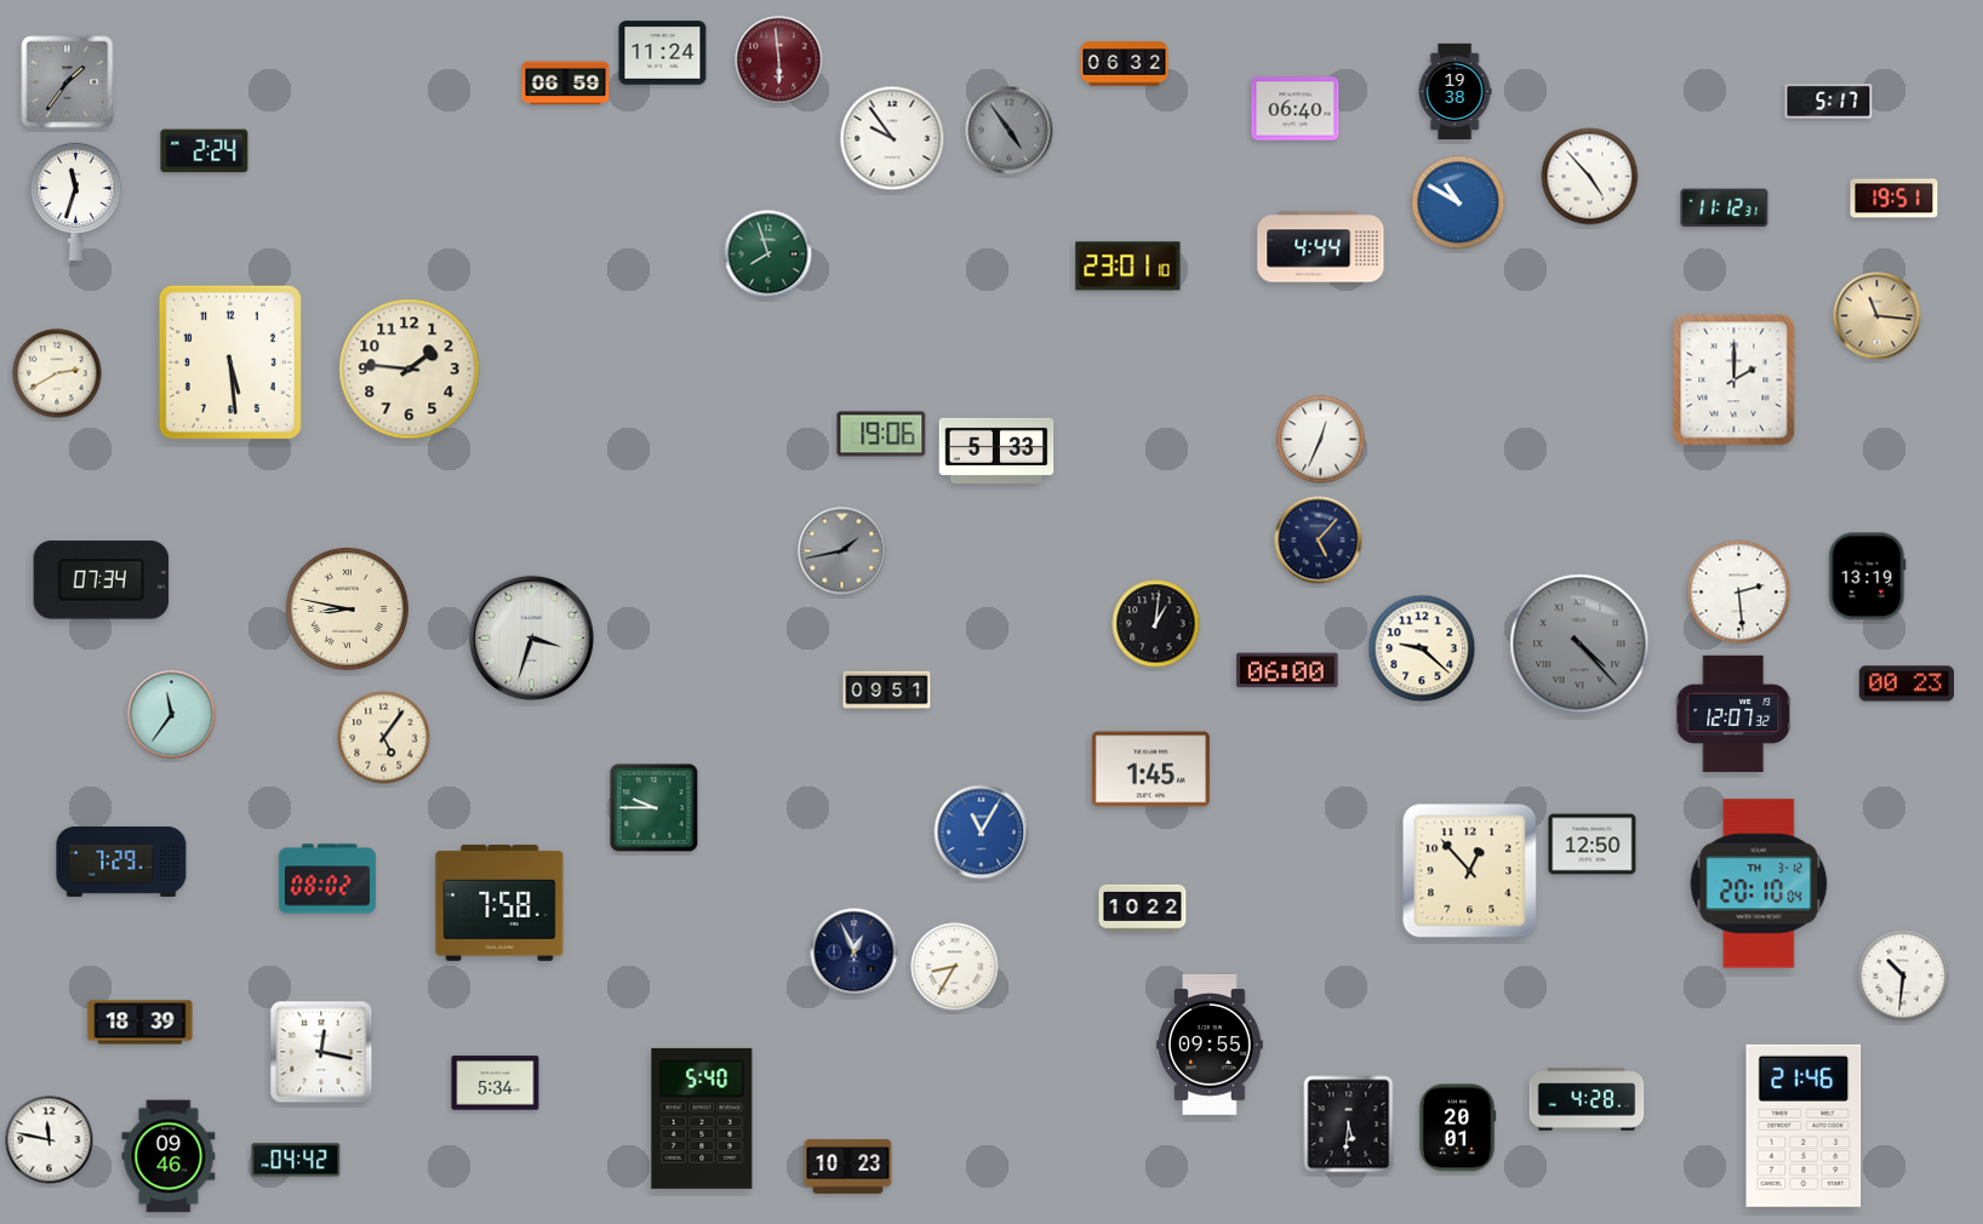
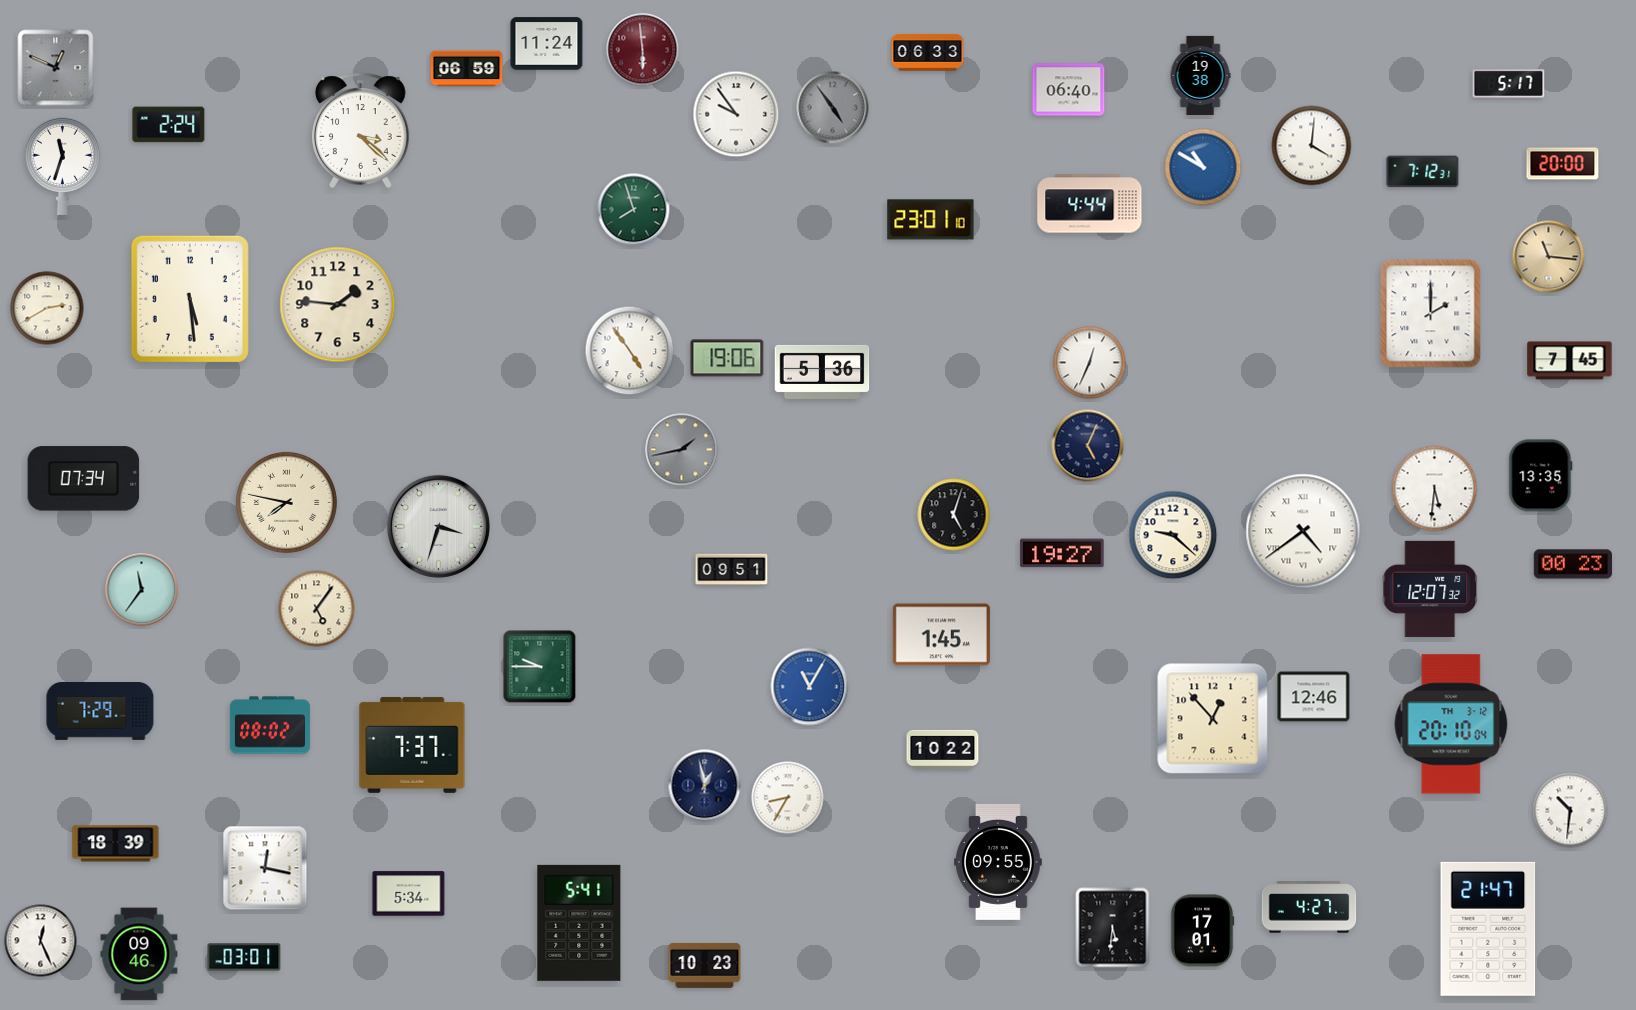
clock at (1125, 64): 06:32 -> 06:33
clock at (68, 82): 1:36 -> 12:49
clock at (361, 131): none -> 3:22
clock at (1590, 177): 4:53 -> 4:01
clock at (1895, 199): 19:51 -> 20:00
clock at (1725, 208): 11:12 -> 7:12
clock at (1878, 316) position: (1878, 316) -> (1549, 257)
clock at (630, 351): none -> 4:54
clock at (1570, 361): none -> 7:45
clock at (996, 451): 5:33 -> 5:36
clock at (1319, 540): 5:07 -> 5:04
clock at (842, 551) position: (842, 551) -> (682, 450)
clock at (1868, 577): 13:19 -> 13:35
clock at (1739, 593): 2:29 -> 5:31
clock at (347, 608): 8:47 -> 7:47
clock at (1156, 624): 1:01 -> 5:03
clock at (1579, 644): 4:23 -> 4:39
clock at (1579, 644) dial: grey -> white
clock at (1287, 670): 06:00 -> 19:27
clock at (1150, 770) position: (1150, 770) -> (941, 635)
clock at (1593, 845): 12:50 -> 12:46
clock at (1759, 883) position: (1759, 883) -> (1451, 724)
clock at (499, 903): 7:58 -> 7:37
clock at (855, 953): 12:56 -> 12:58
clock at (1903, 976) position: (1903, 976) -> (1570, 810)
clock at (1587, 1099): 4:28 -> 4:27
clock at (702, 1119): 5:40 -> 5:41
clock at (1804, 1126): 21:46 -> 21:47
clock at (1457, 1128): 20:01 -> 17:01
clock at (50, 1140): 11:47 -> 12:26
clock at (296, 1160): 04:42 -> 03:01
clock at (848, 1166) position: (848, 1166) -> (705, 965)
